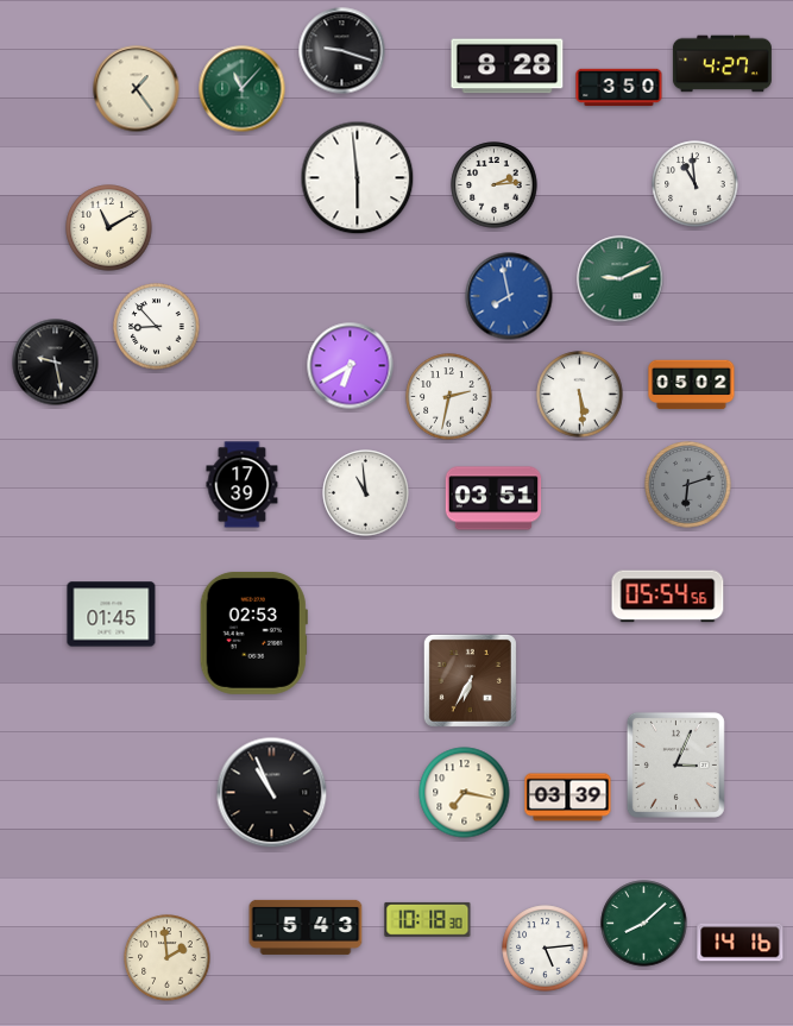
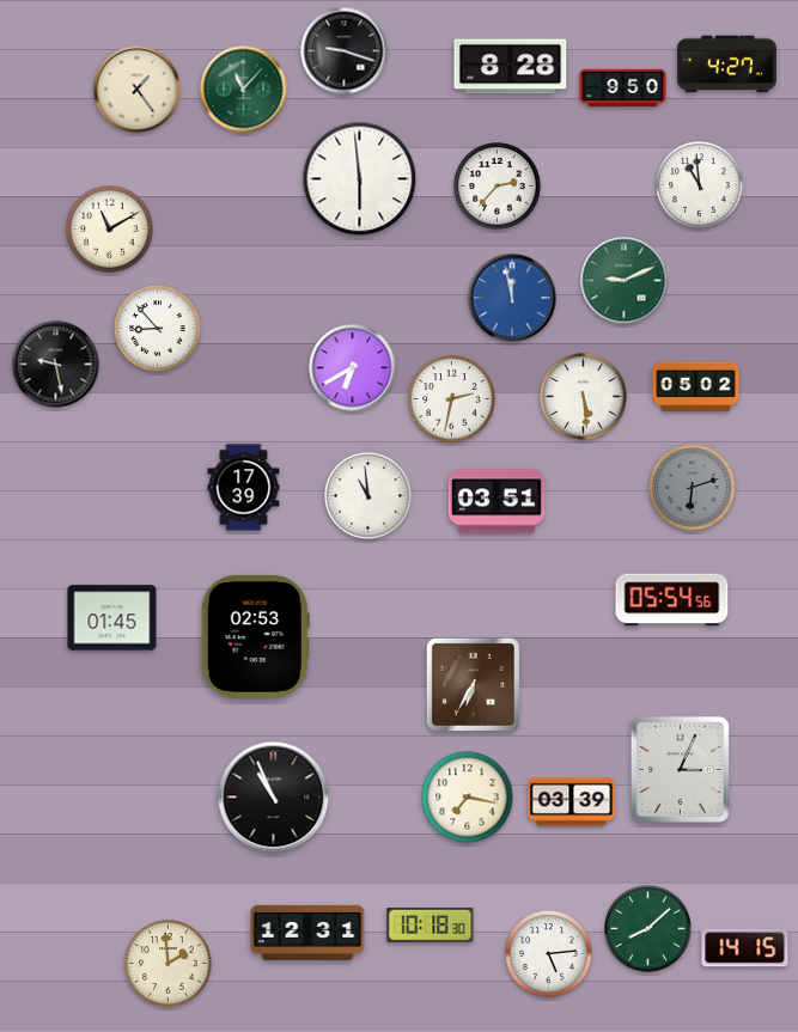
clock at (619, 88): 3:50 -> 9:50
clock at (495, 185): 2:14 -> 2:37
clock at (509, 296): 7:58 -> 11:58
clock at (306, 927): 5:43 -> 12:31
clock at (741, 943): 14:16 -> 14:15
